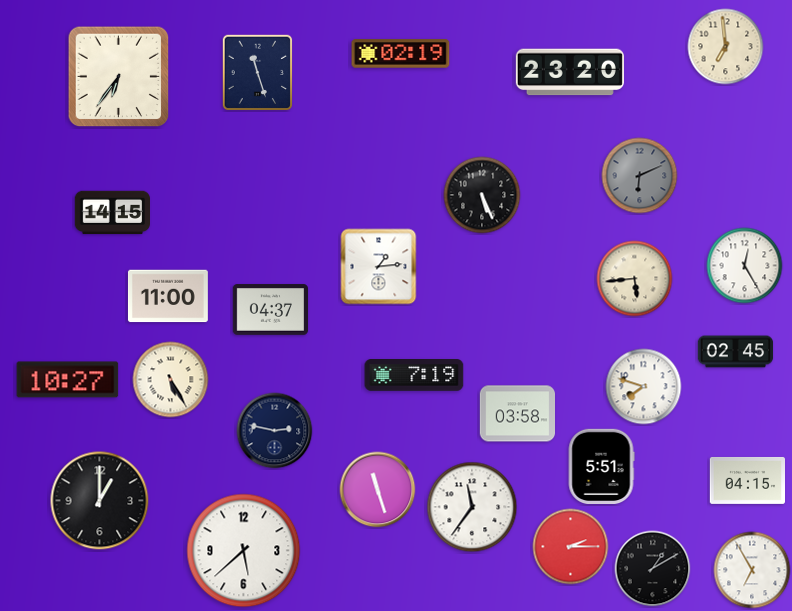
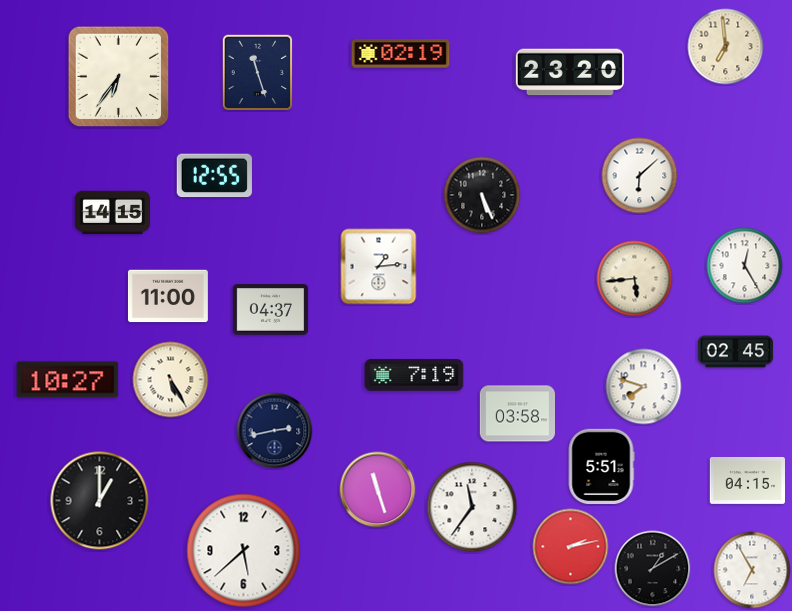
clock at (214, 176): none -> 12:55
clock at (640, 176): 6:11 -> 6:08
clock at (640, 176) dial: grey -> white
clock at (275, 431): 2:47 -> 2:43
clock at (571, 547): 2:15 -> 2:13
